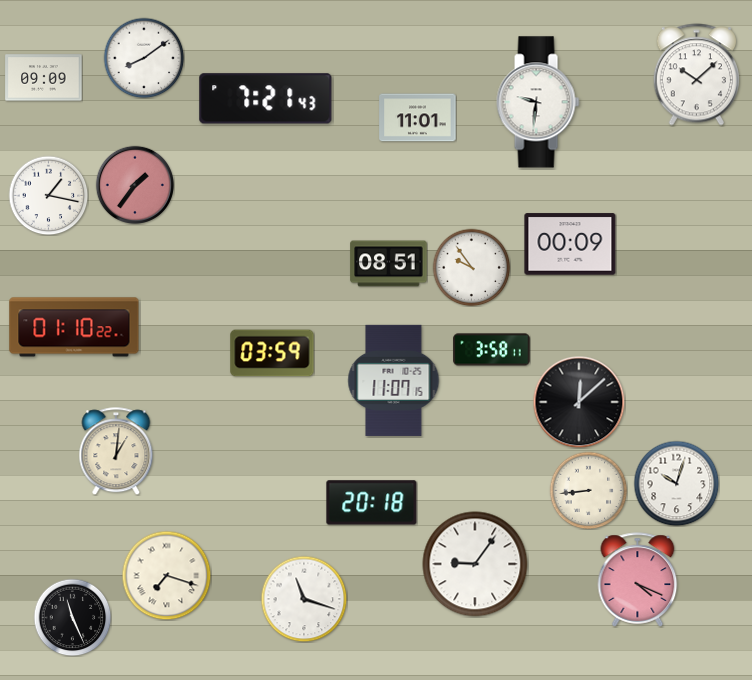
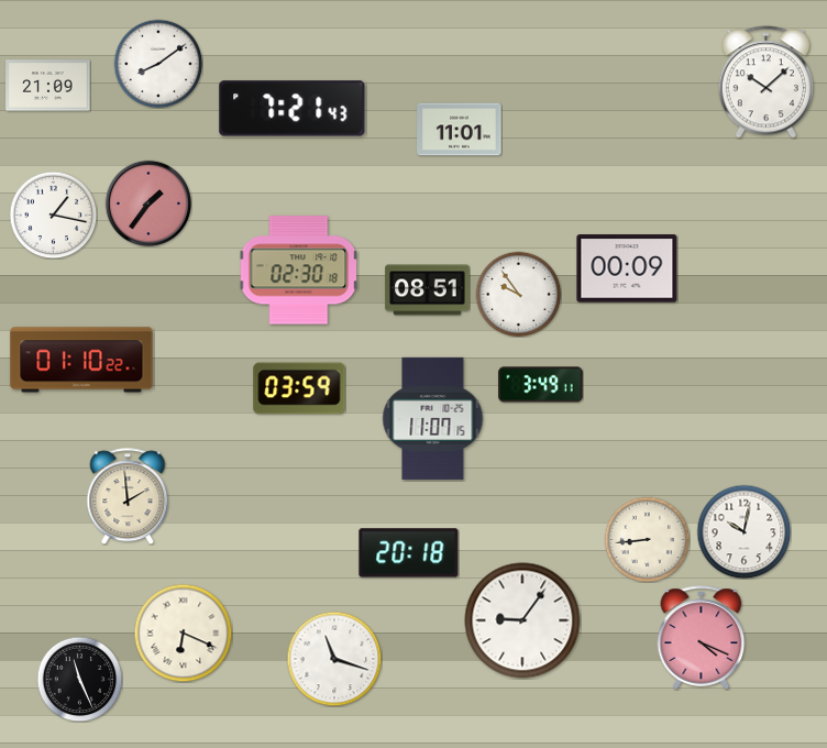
clock at (44, 78): 09:09 -> 21:09
clock at (538, 102): 9:31 -> none
clock at (299, 271): none -> 02:30
clock at (492, 350): 3:58 -> 3:49
clock at (579, 402): 12:08 -> none
clock at (116, 451): 1:01 -> 1:59
clock at (676, 483): 10:03 -> 10:02
clock at (166, 575): 7:18 -> 6:19
